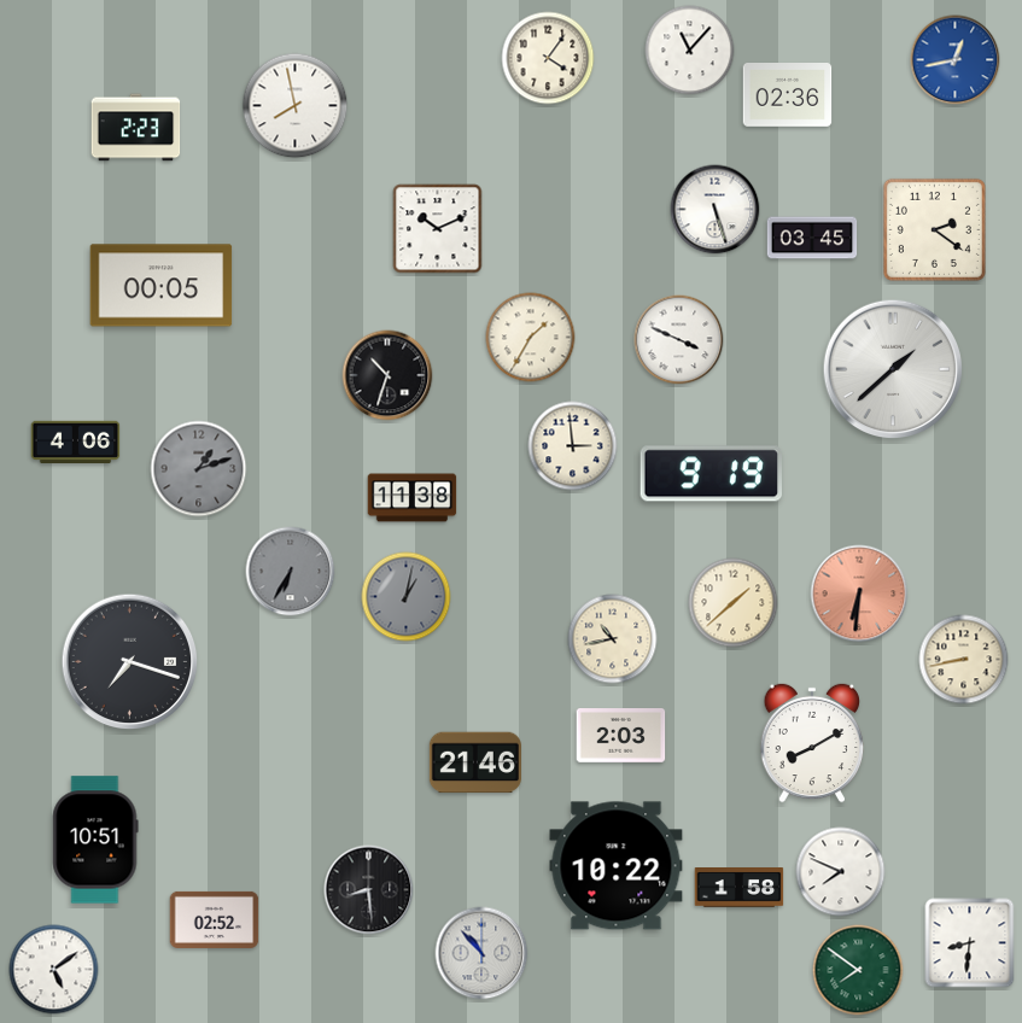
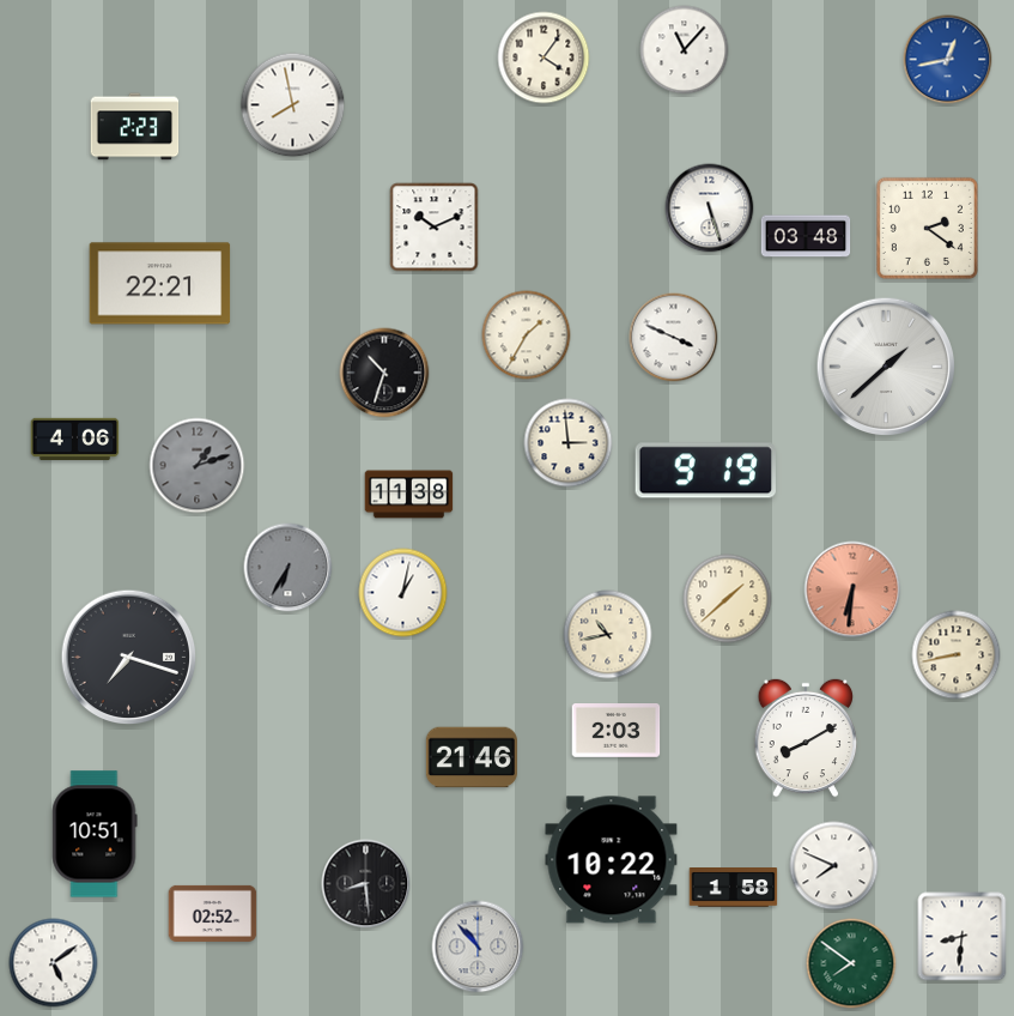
clock at (788, 95): 02:36 -> none
clock at (812, 238): 03:45 -> 03:48
clock at (162, 286): 00:05 -> 22:21
clock at (407, 597) dial: grey -> white
clock at (740, 888) position: (740, 888) -> (734, 888)
